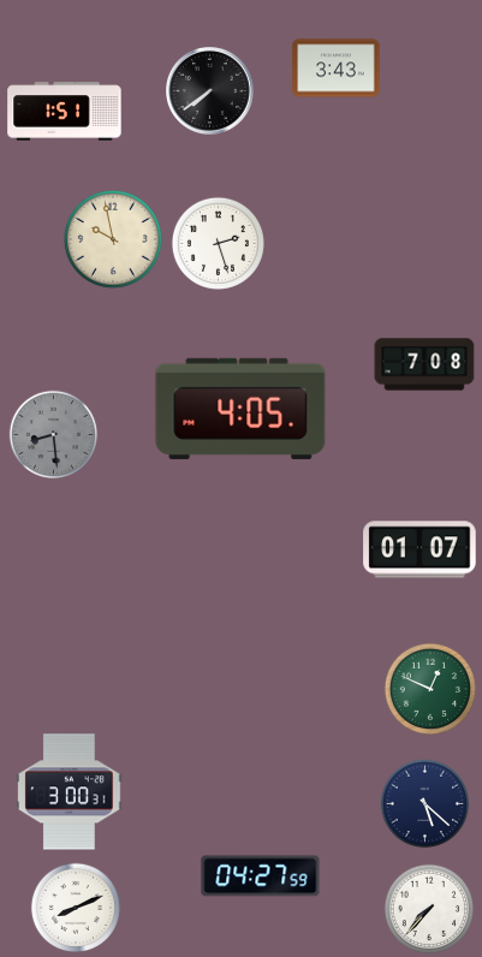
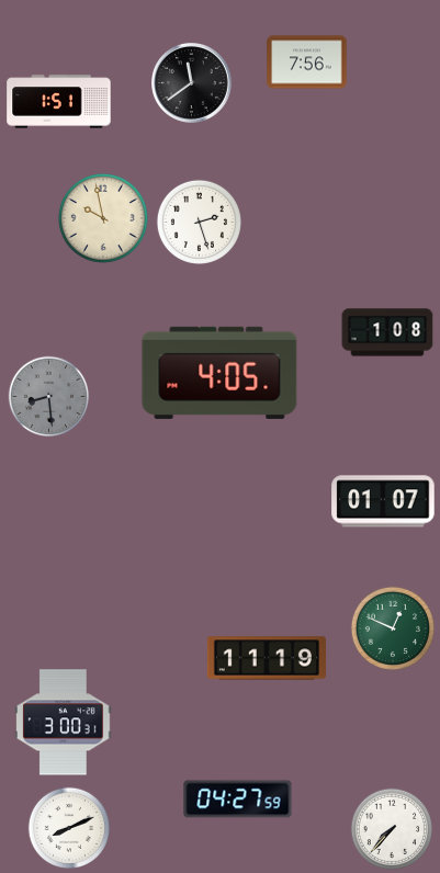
clock at (337, 69): 3:43 -> 7:56
clock at (210, 91): 7:39 -> 11:39
clock at (424, 364): 7:08 -> 1:08
clock at (267, 658): none -> 11:19
clock at (426, 804): 5:22 -> none
